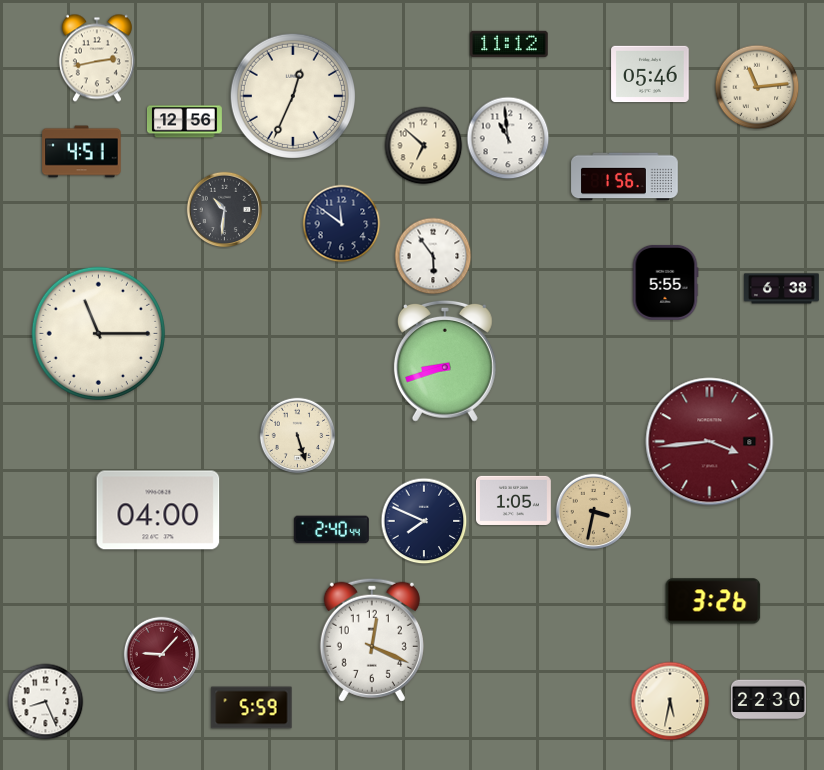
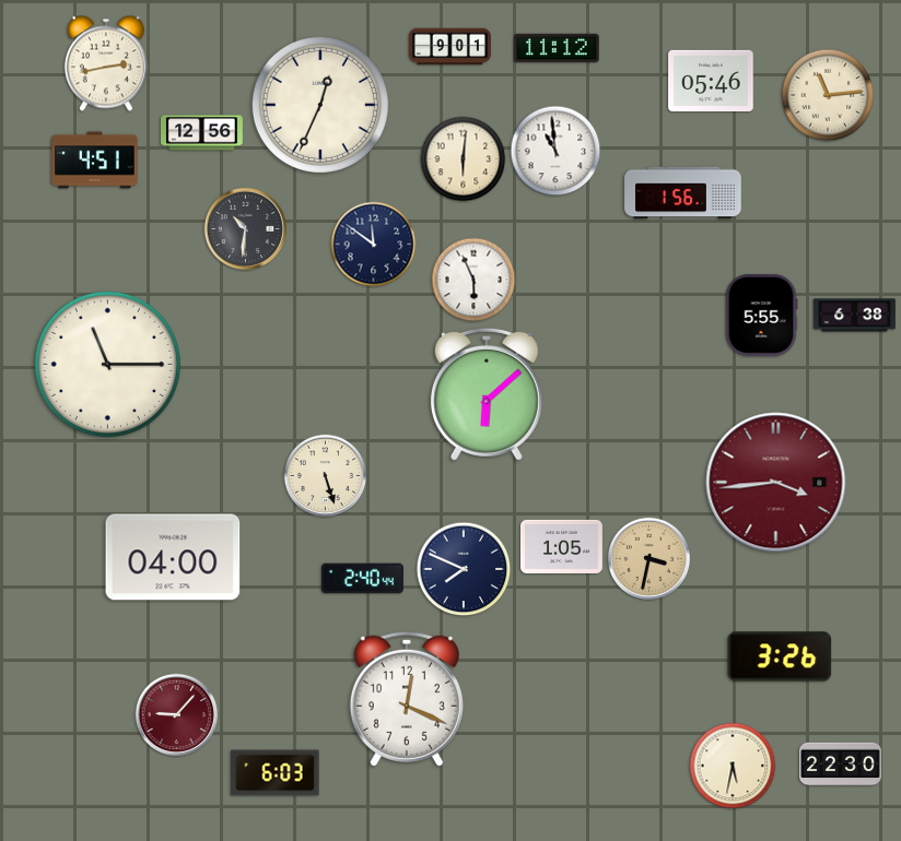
clock at (450, 47): none -> 9:01
clock at (424, 146): 6:52 -> 6:01
clock at (82, 152) position: (82, 152) -> (95, 161)
clock at (433, 256): 5:54 -> 5:56
clock at (665, 282) position: (665, 282) -> (761, 315)
clock at (445, 361): 8:42 -> 6:08
clock at (46, 702): 8:26 -> none
clock at (252, 708): 5:59 -> 6:03
